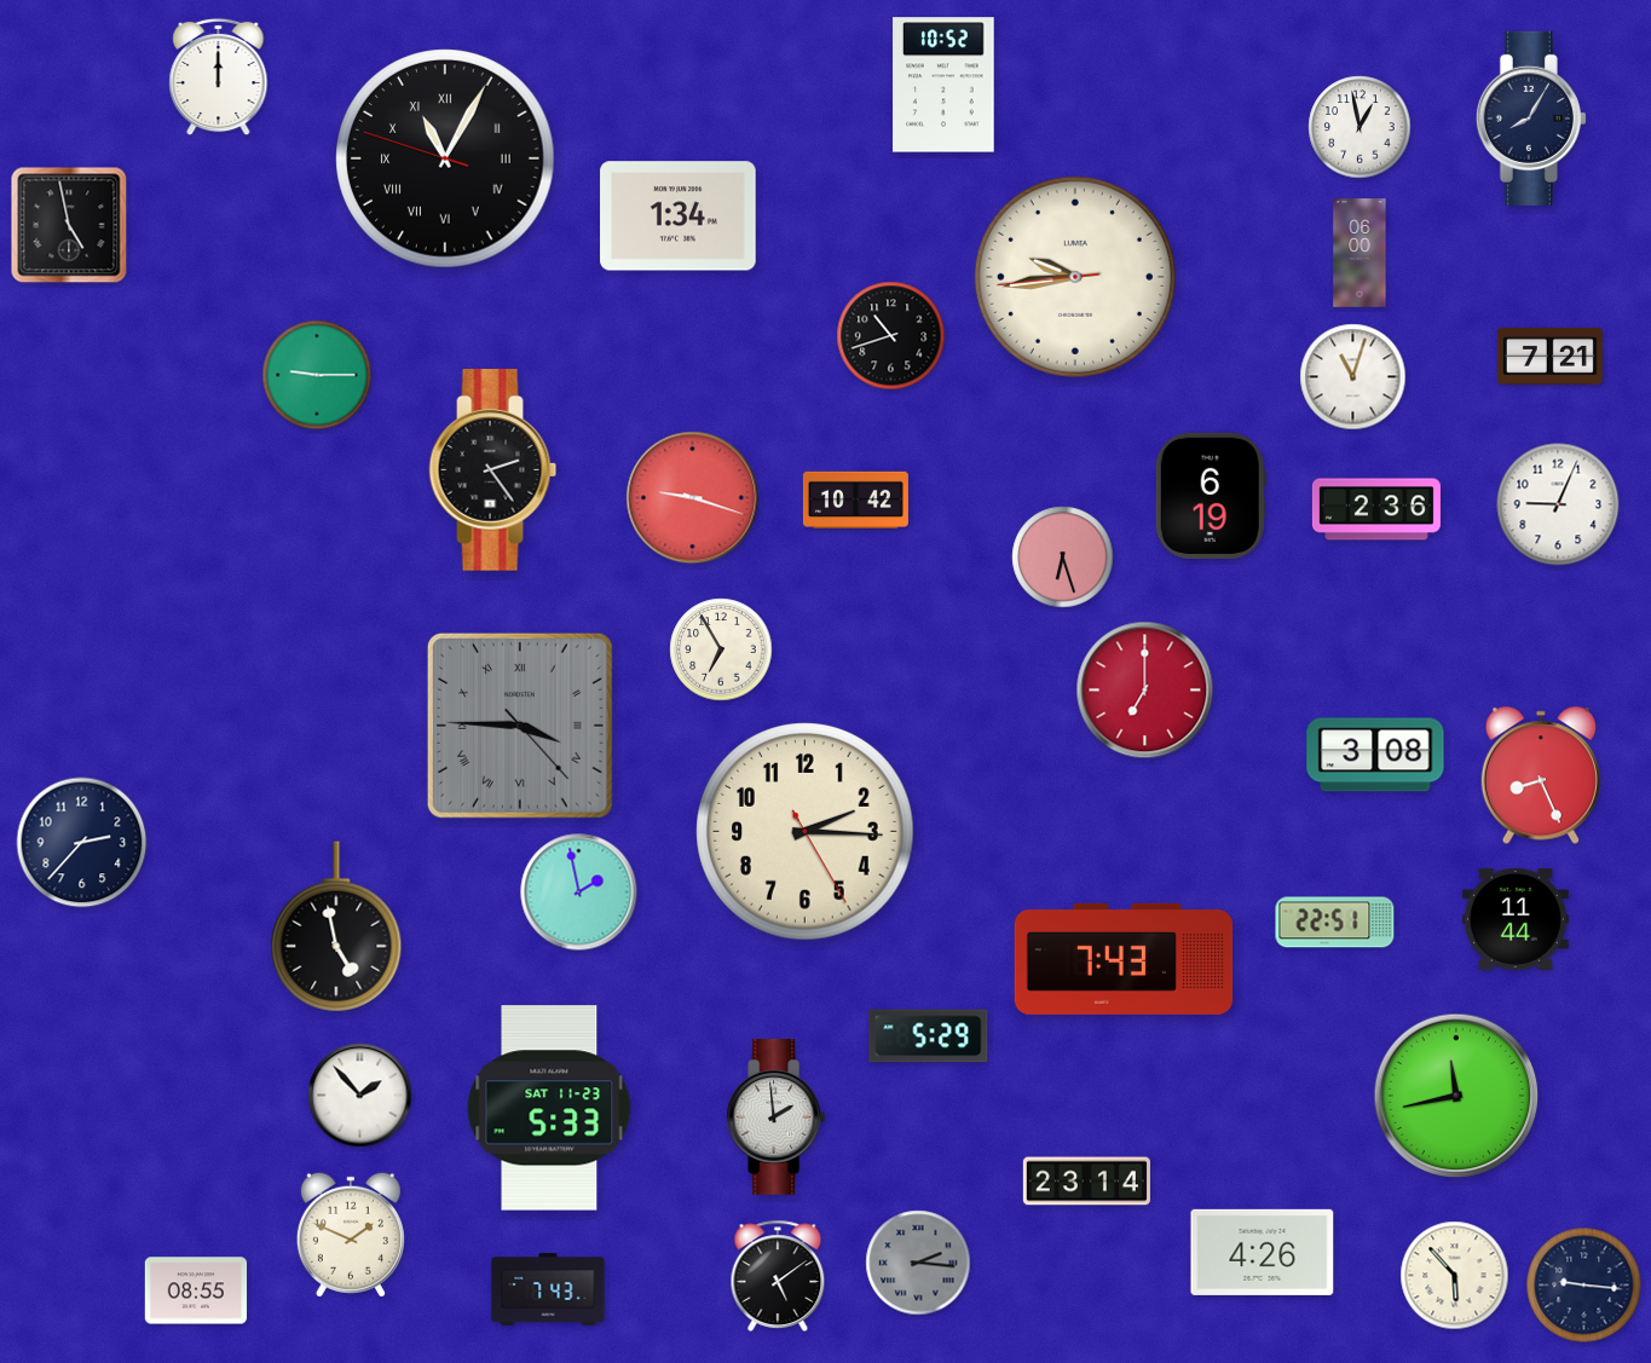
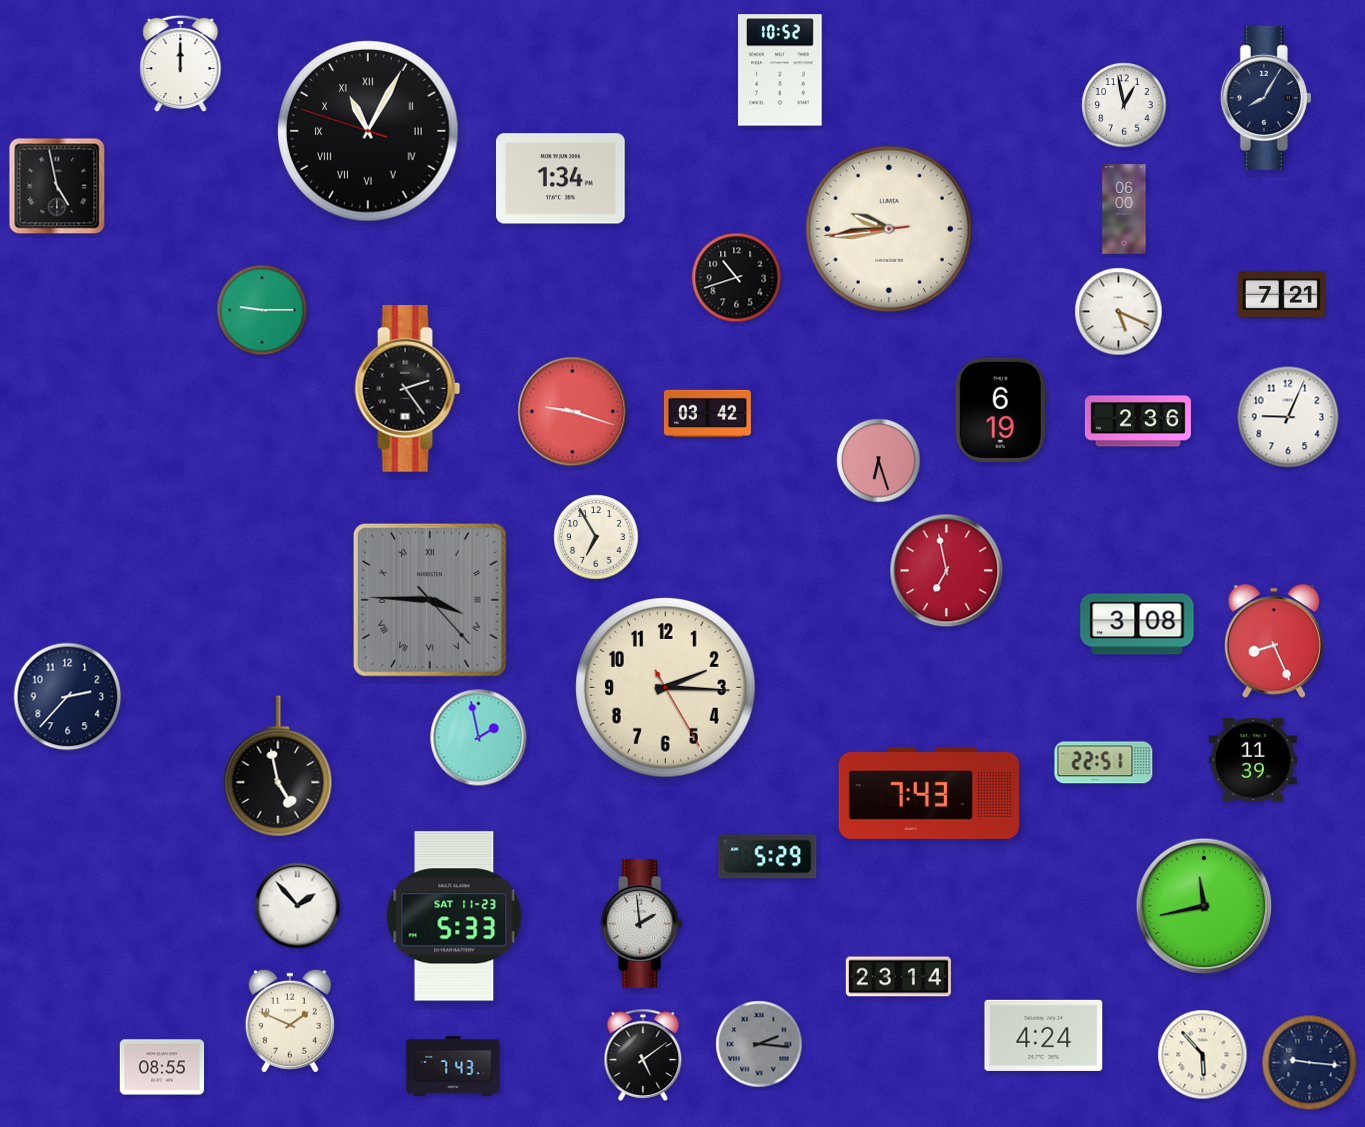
clock at (1353, 377): 11:03 -> 5:19
clock at (855, 499): 10:42 -> 03:42
clock at (1145, 691): 7:00 -> 6:58
clock at (1516, 919): 11:44 -> 11:39
clock at (1263, 1252): 4:26 -> 4:24
